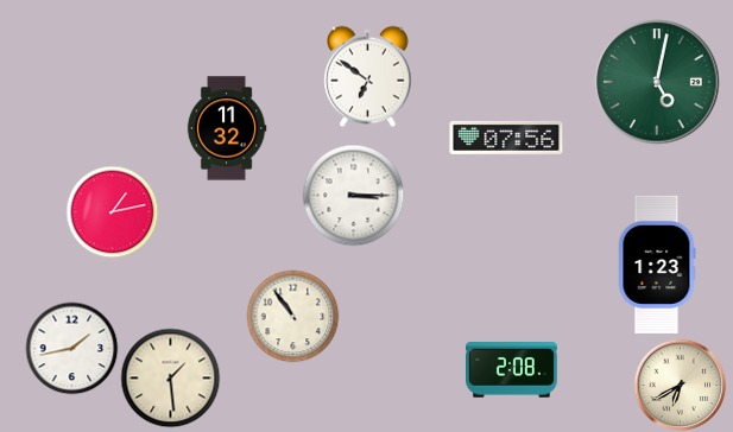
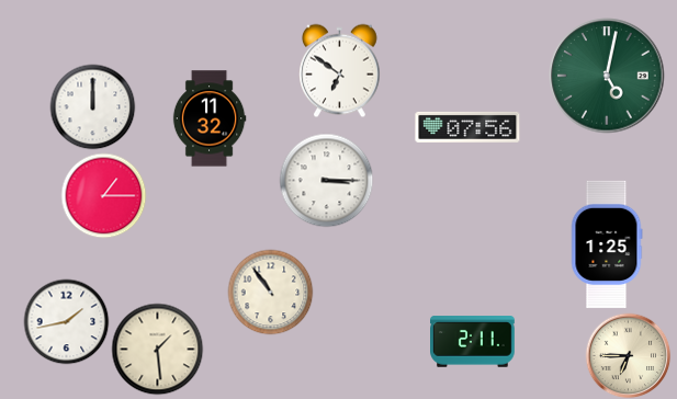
clock at (92, 106): none -> 12:00
clock at (112, 211): 1:13 -> 1:15
clock at (657, 263): 1:23 -> 1:25
clock at (512, 370): 2:08 -> 2:11
clock at (680, 385): 6:40 -> 6:45
